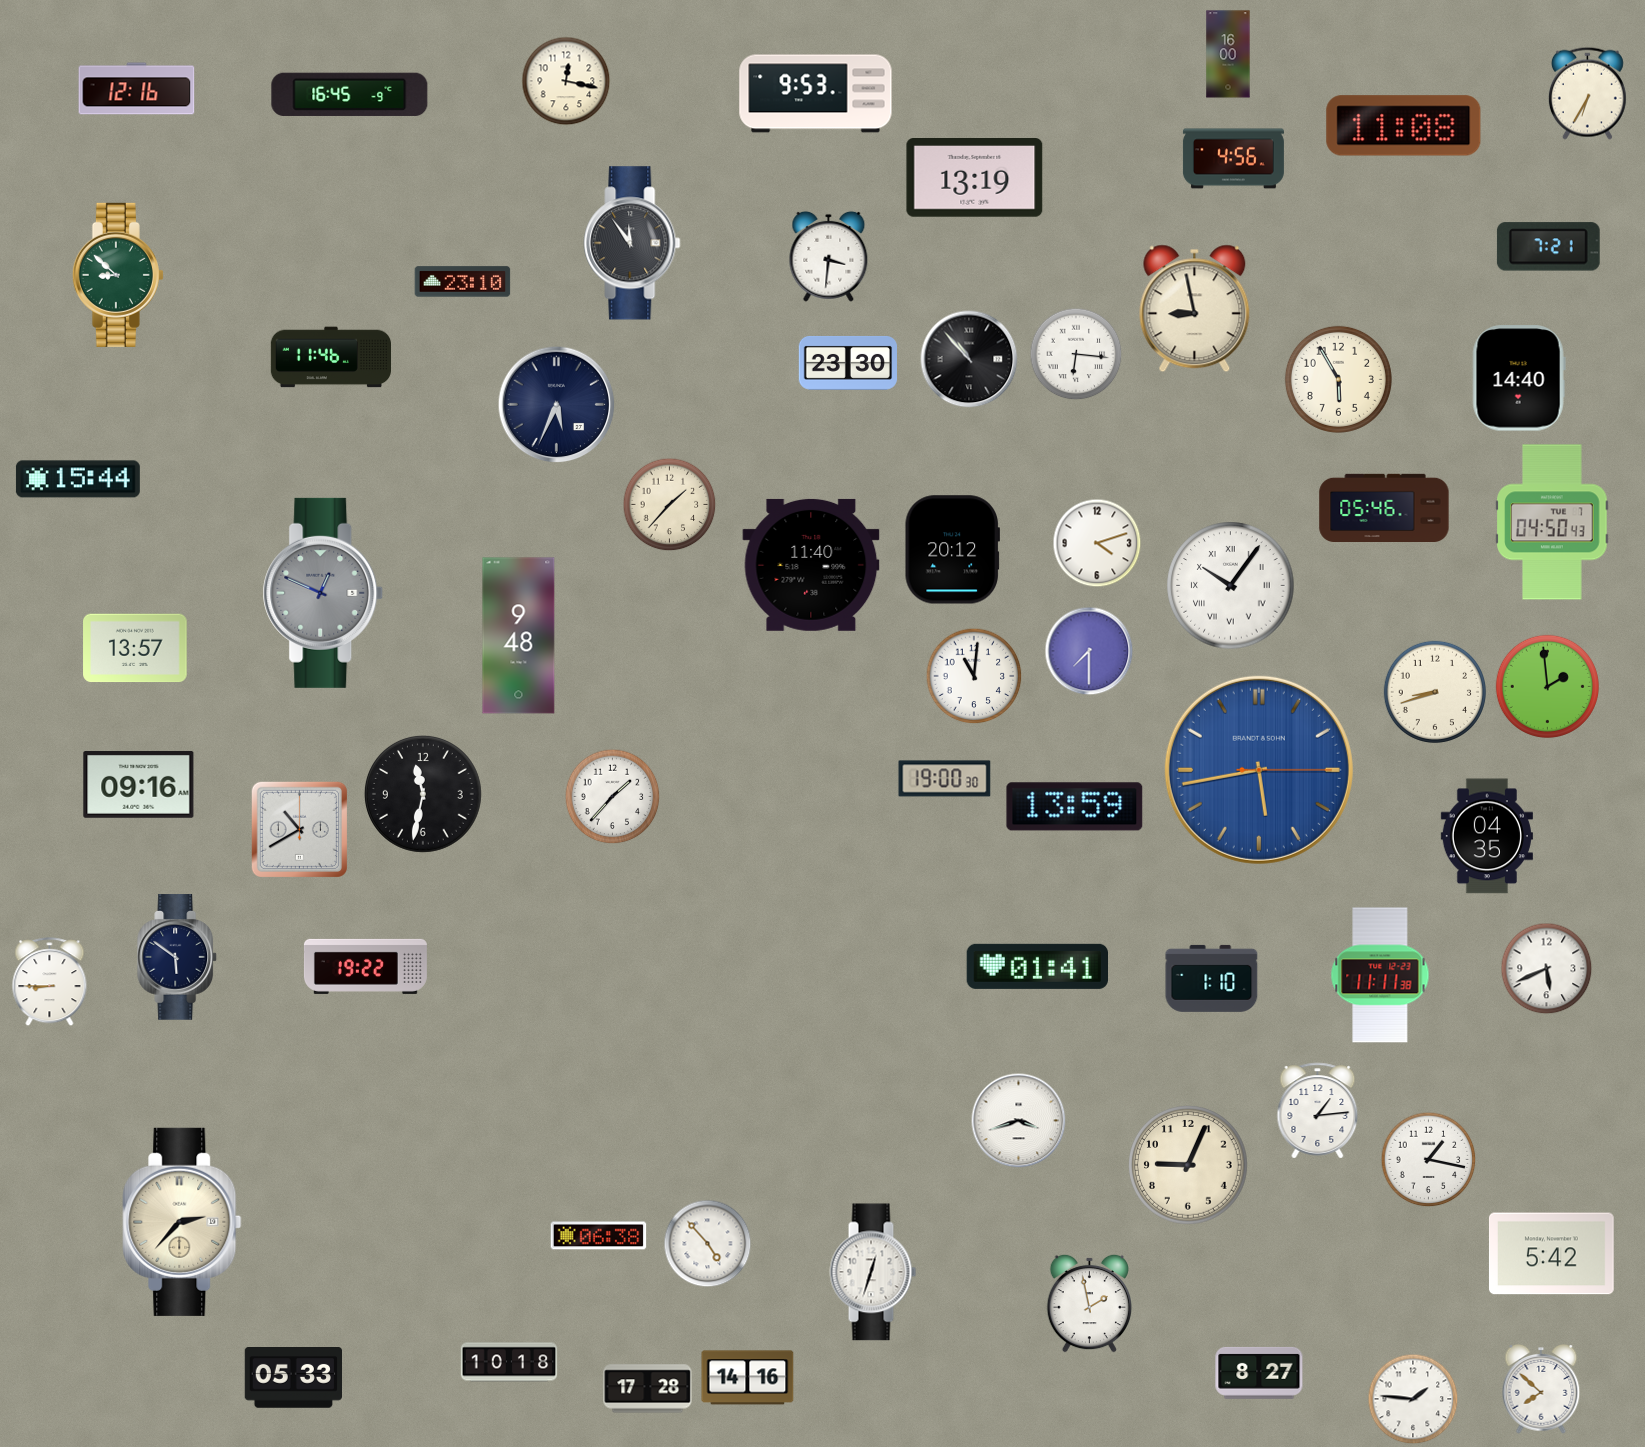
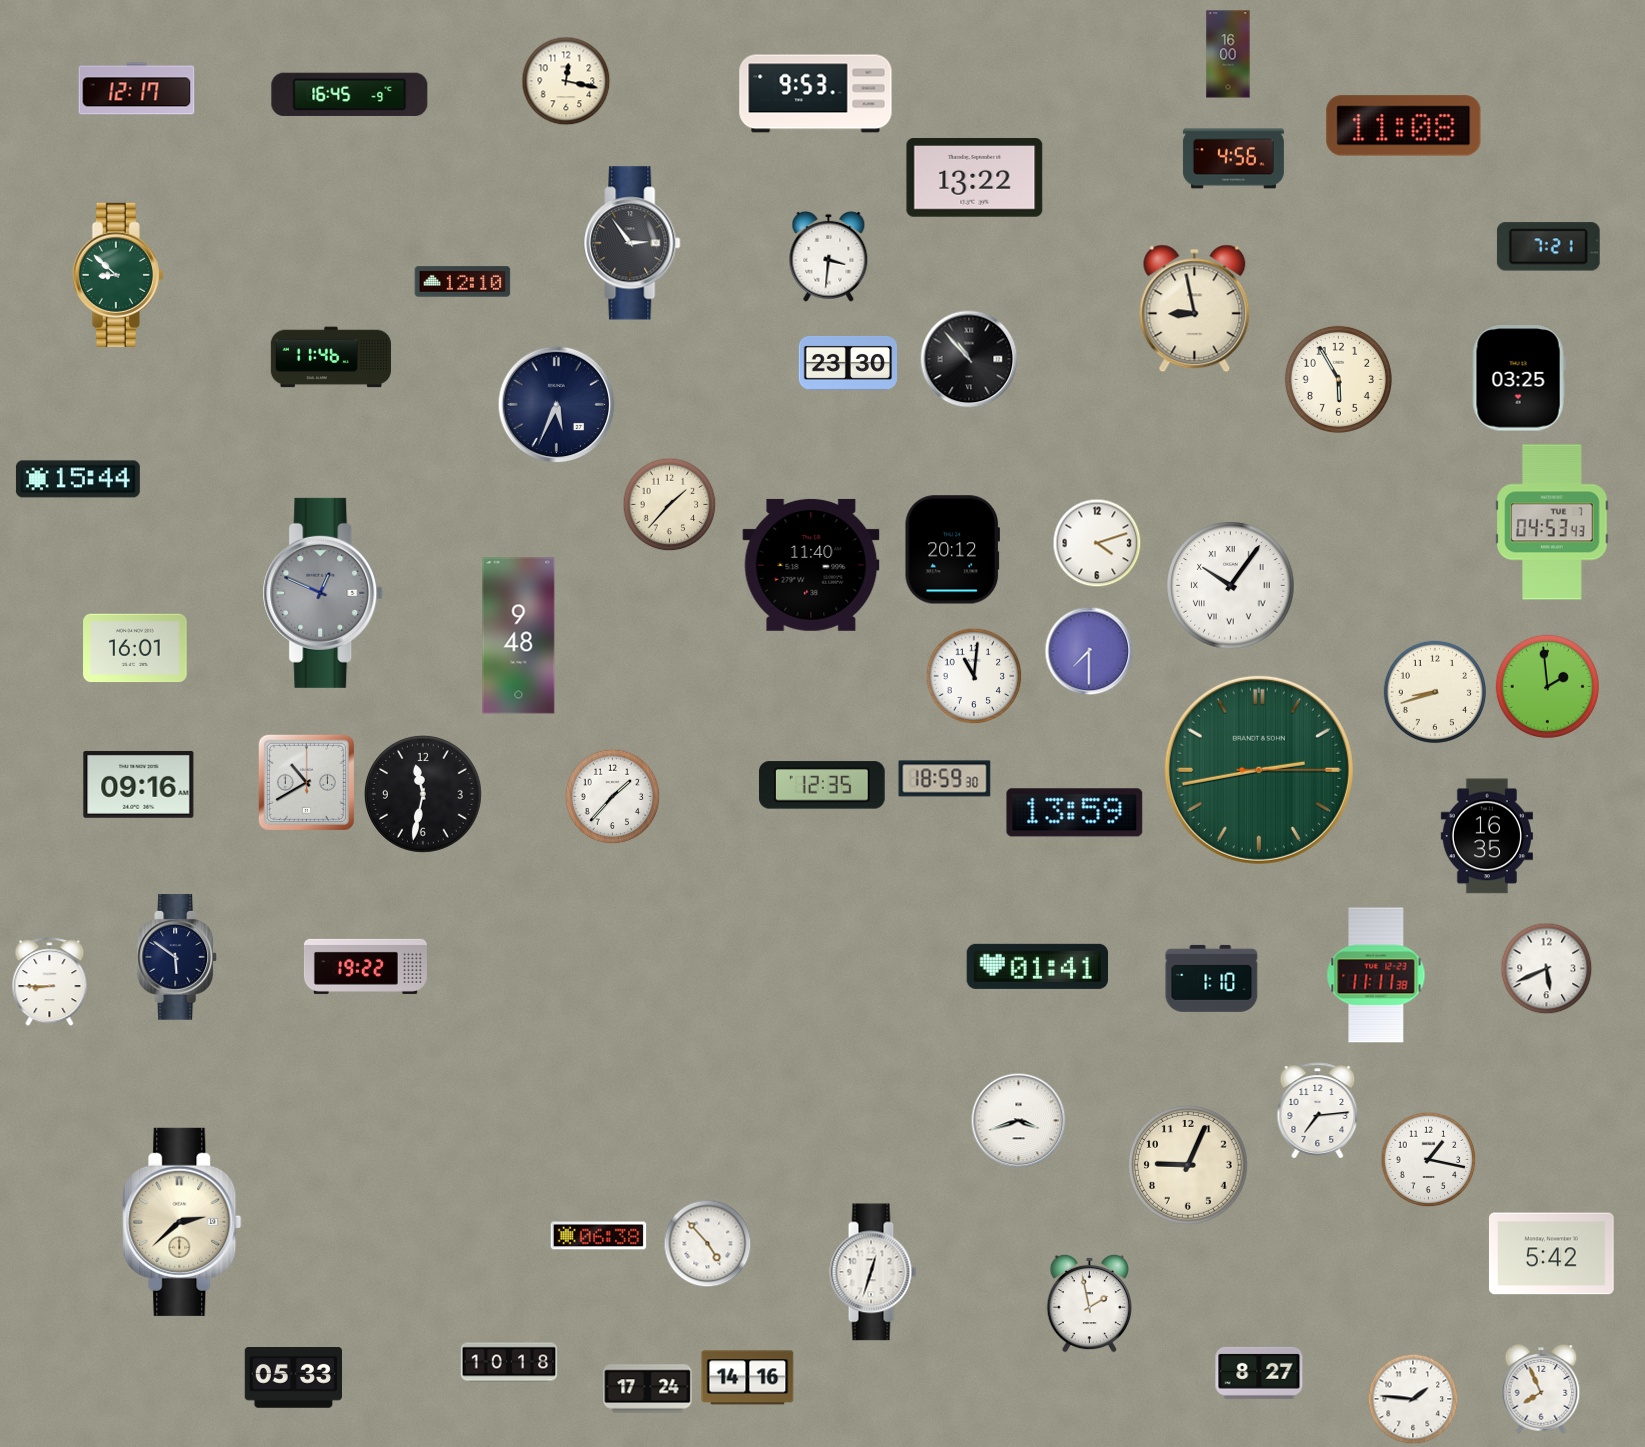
clock at (137, 89): 12:16 -> 12:17
clock at (1587, 93): 6:35 -> none
clock at (975, 178): 13:19 -> 13:22
clock at (632, 243): 11:54 -> 2:54
clock at (463, 282): 23:10 -> 12:10
clock at (1076, 354): 6:16 -> none
clock at (1519, 378): 14:40 -> 03:25
clock at (1384, 508): 05:46 -> none
clock at (1552, 522): 04:50 -> 04:53
clock at (135, 648): 13:57 -> 16:01
clock at (1259, 770): 5:43 -> 2:43
clock at (1259, 770) dial: blue -> green
clock at (945, 779): 19:00 -> 18:59
clock at (822, 785): none -> 12:35
clock at (1075, 807) position: (1075, 807) -> (1075, 813)
clock at (299, 829) position: (299, 829) -> (306, 782)
clock at (1487, 836): 04:35 -> 16:35
clock at (1380, 975) position: (1380, 975) -> (1376, 975)
clock at (1318, 1111): 1:14 -> 7:14
clock at (182, 1222): 2:37 -> 2:38
clock at (648, 1389): 17:28 -> 17:24
clock at (1541, 1389): 7:52 -> 7:56
